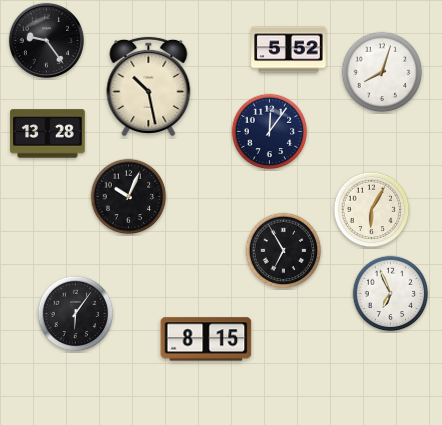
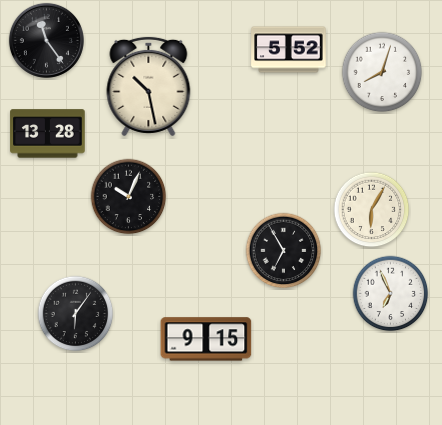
clock at (46, 40): 9:24 -> 11:24
clock at (270, 132): 12:06 -> none
clock at (206, 339): 8:15 -> 9:15
